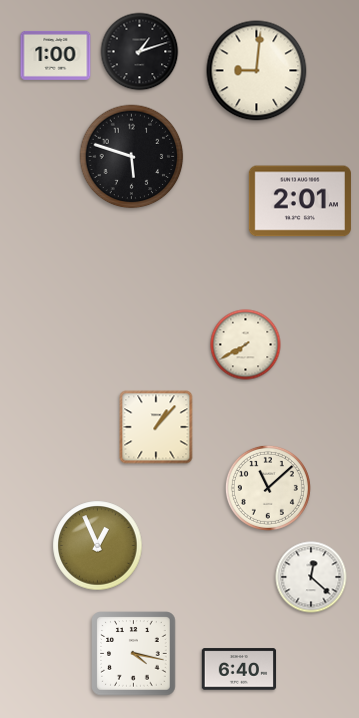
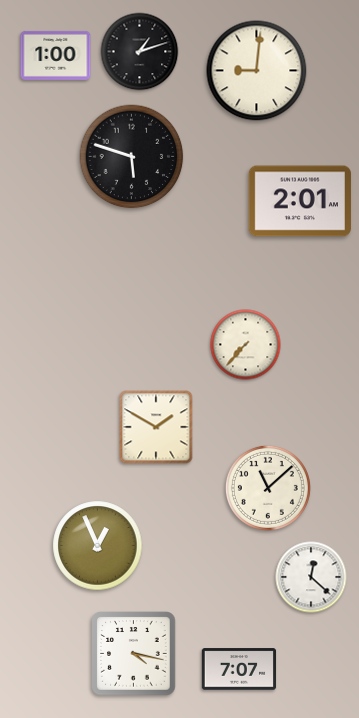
clock at (246, 345): 7:40 -> 7:37
clock at (156, 427): 1:07 -> 1:50
clock at (239, 669): 6:40 -> 7:07
